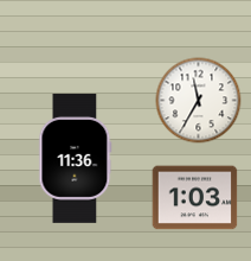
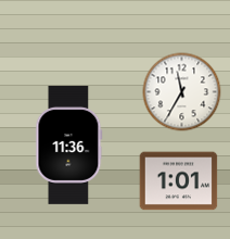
clock at (195, 198): 1:03 -> 1:01
